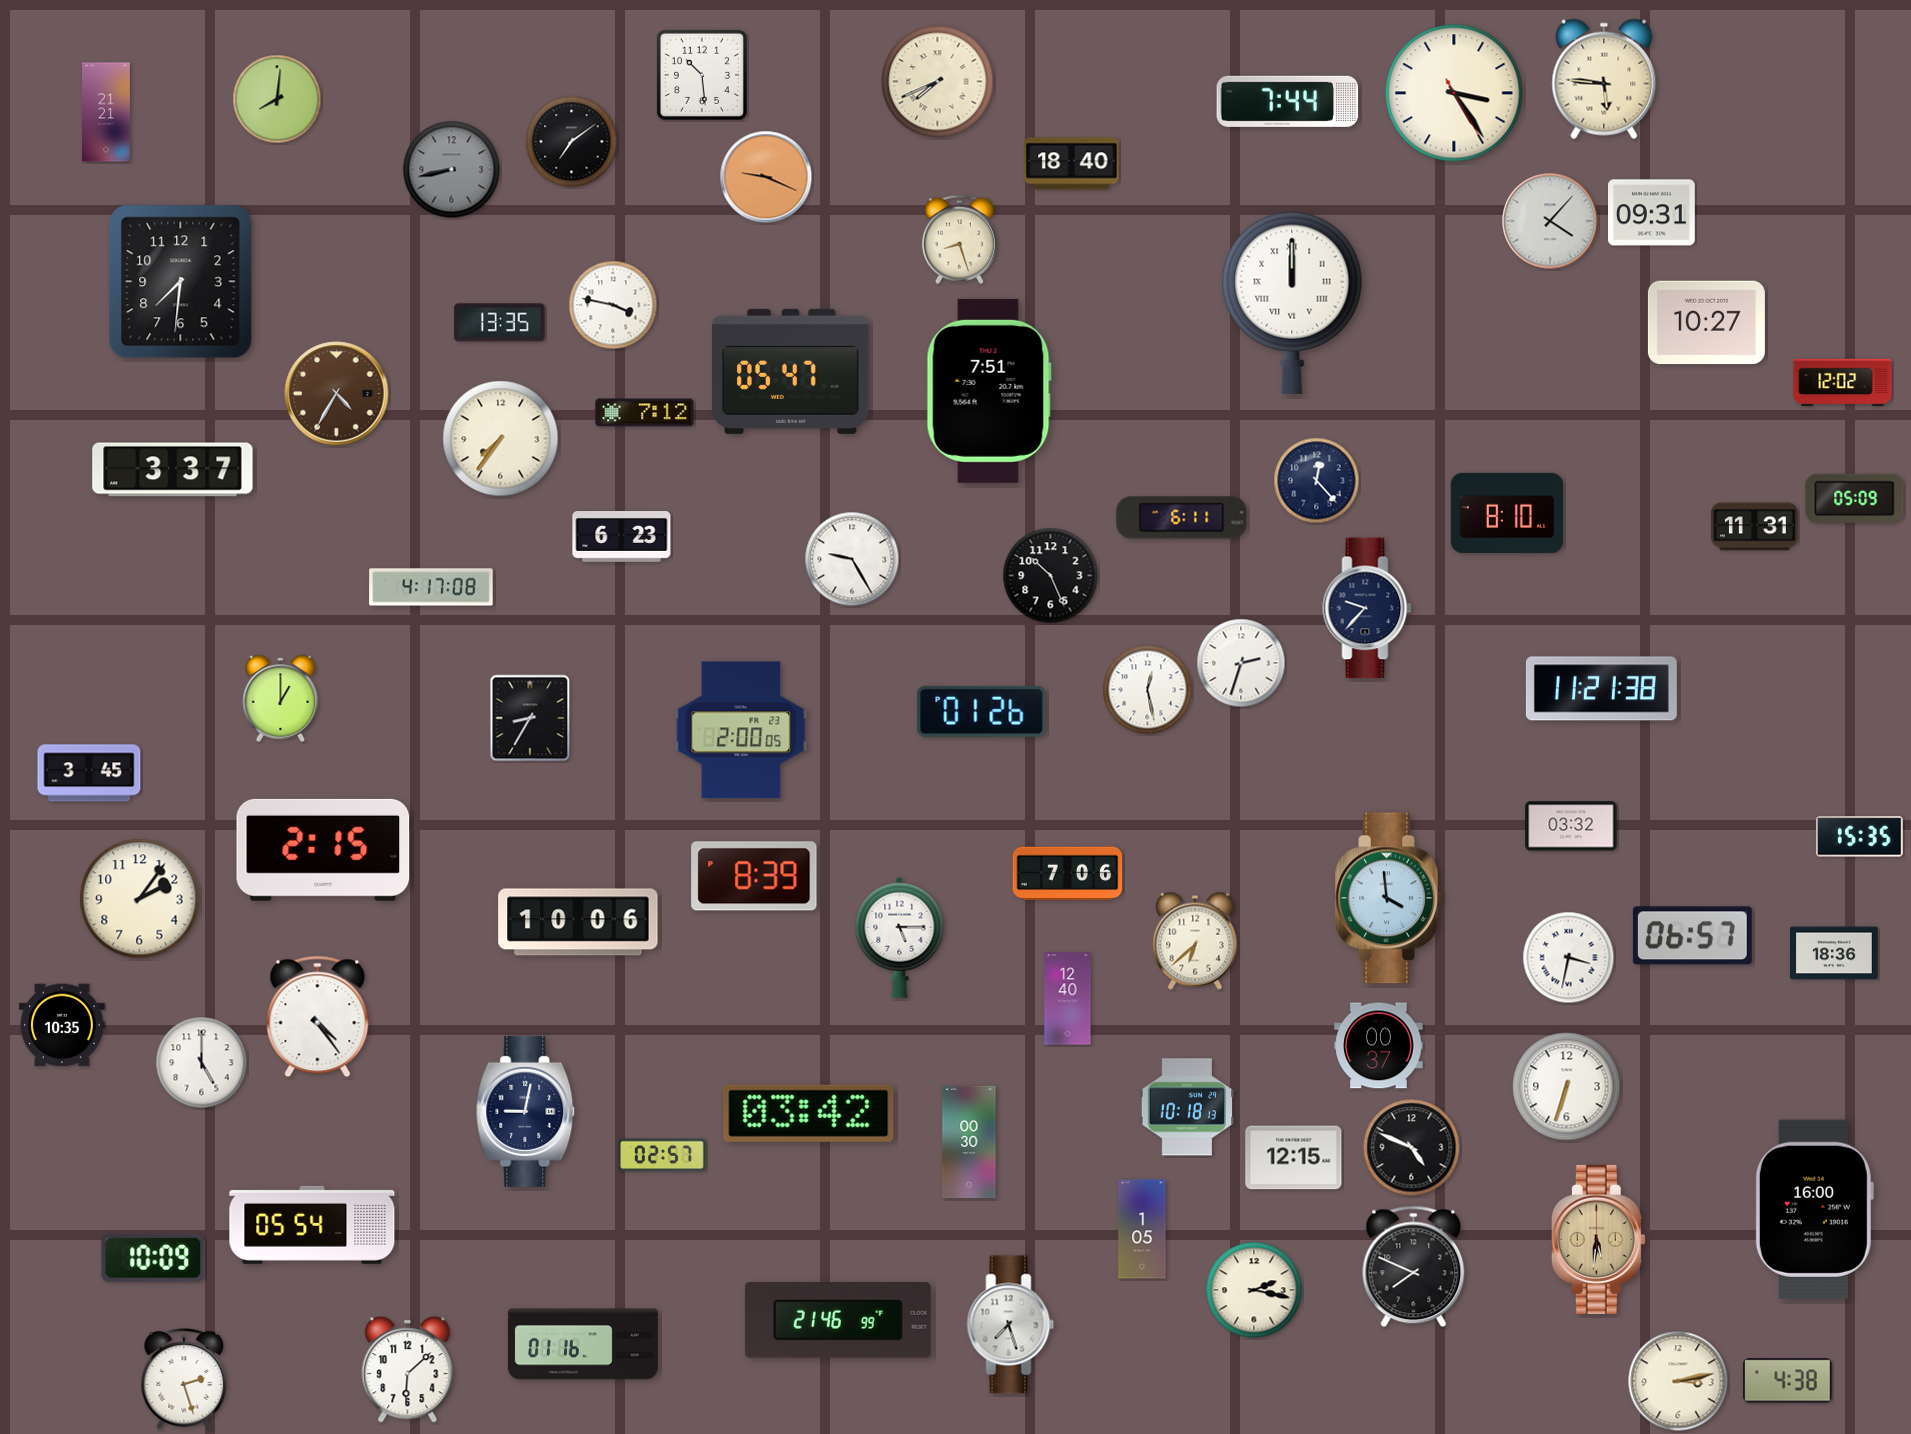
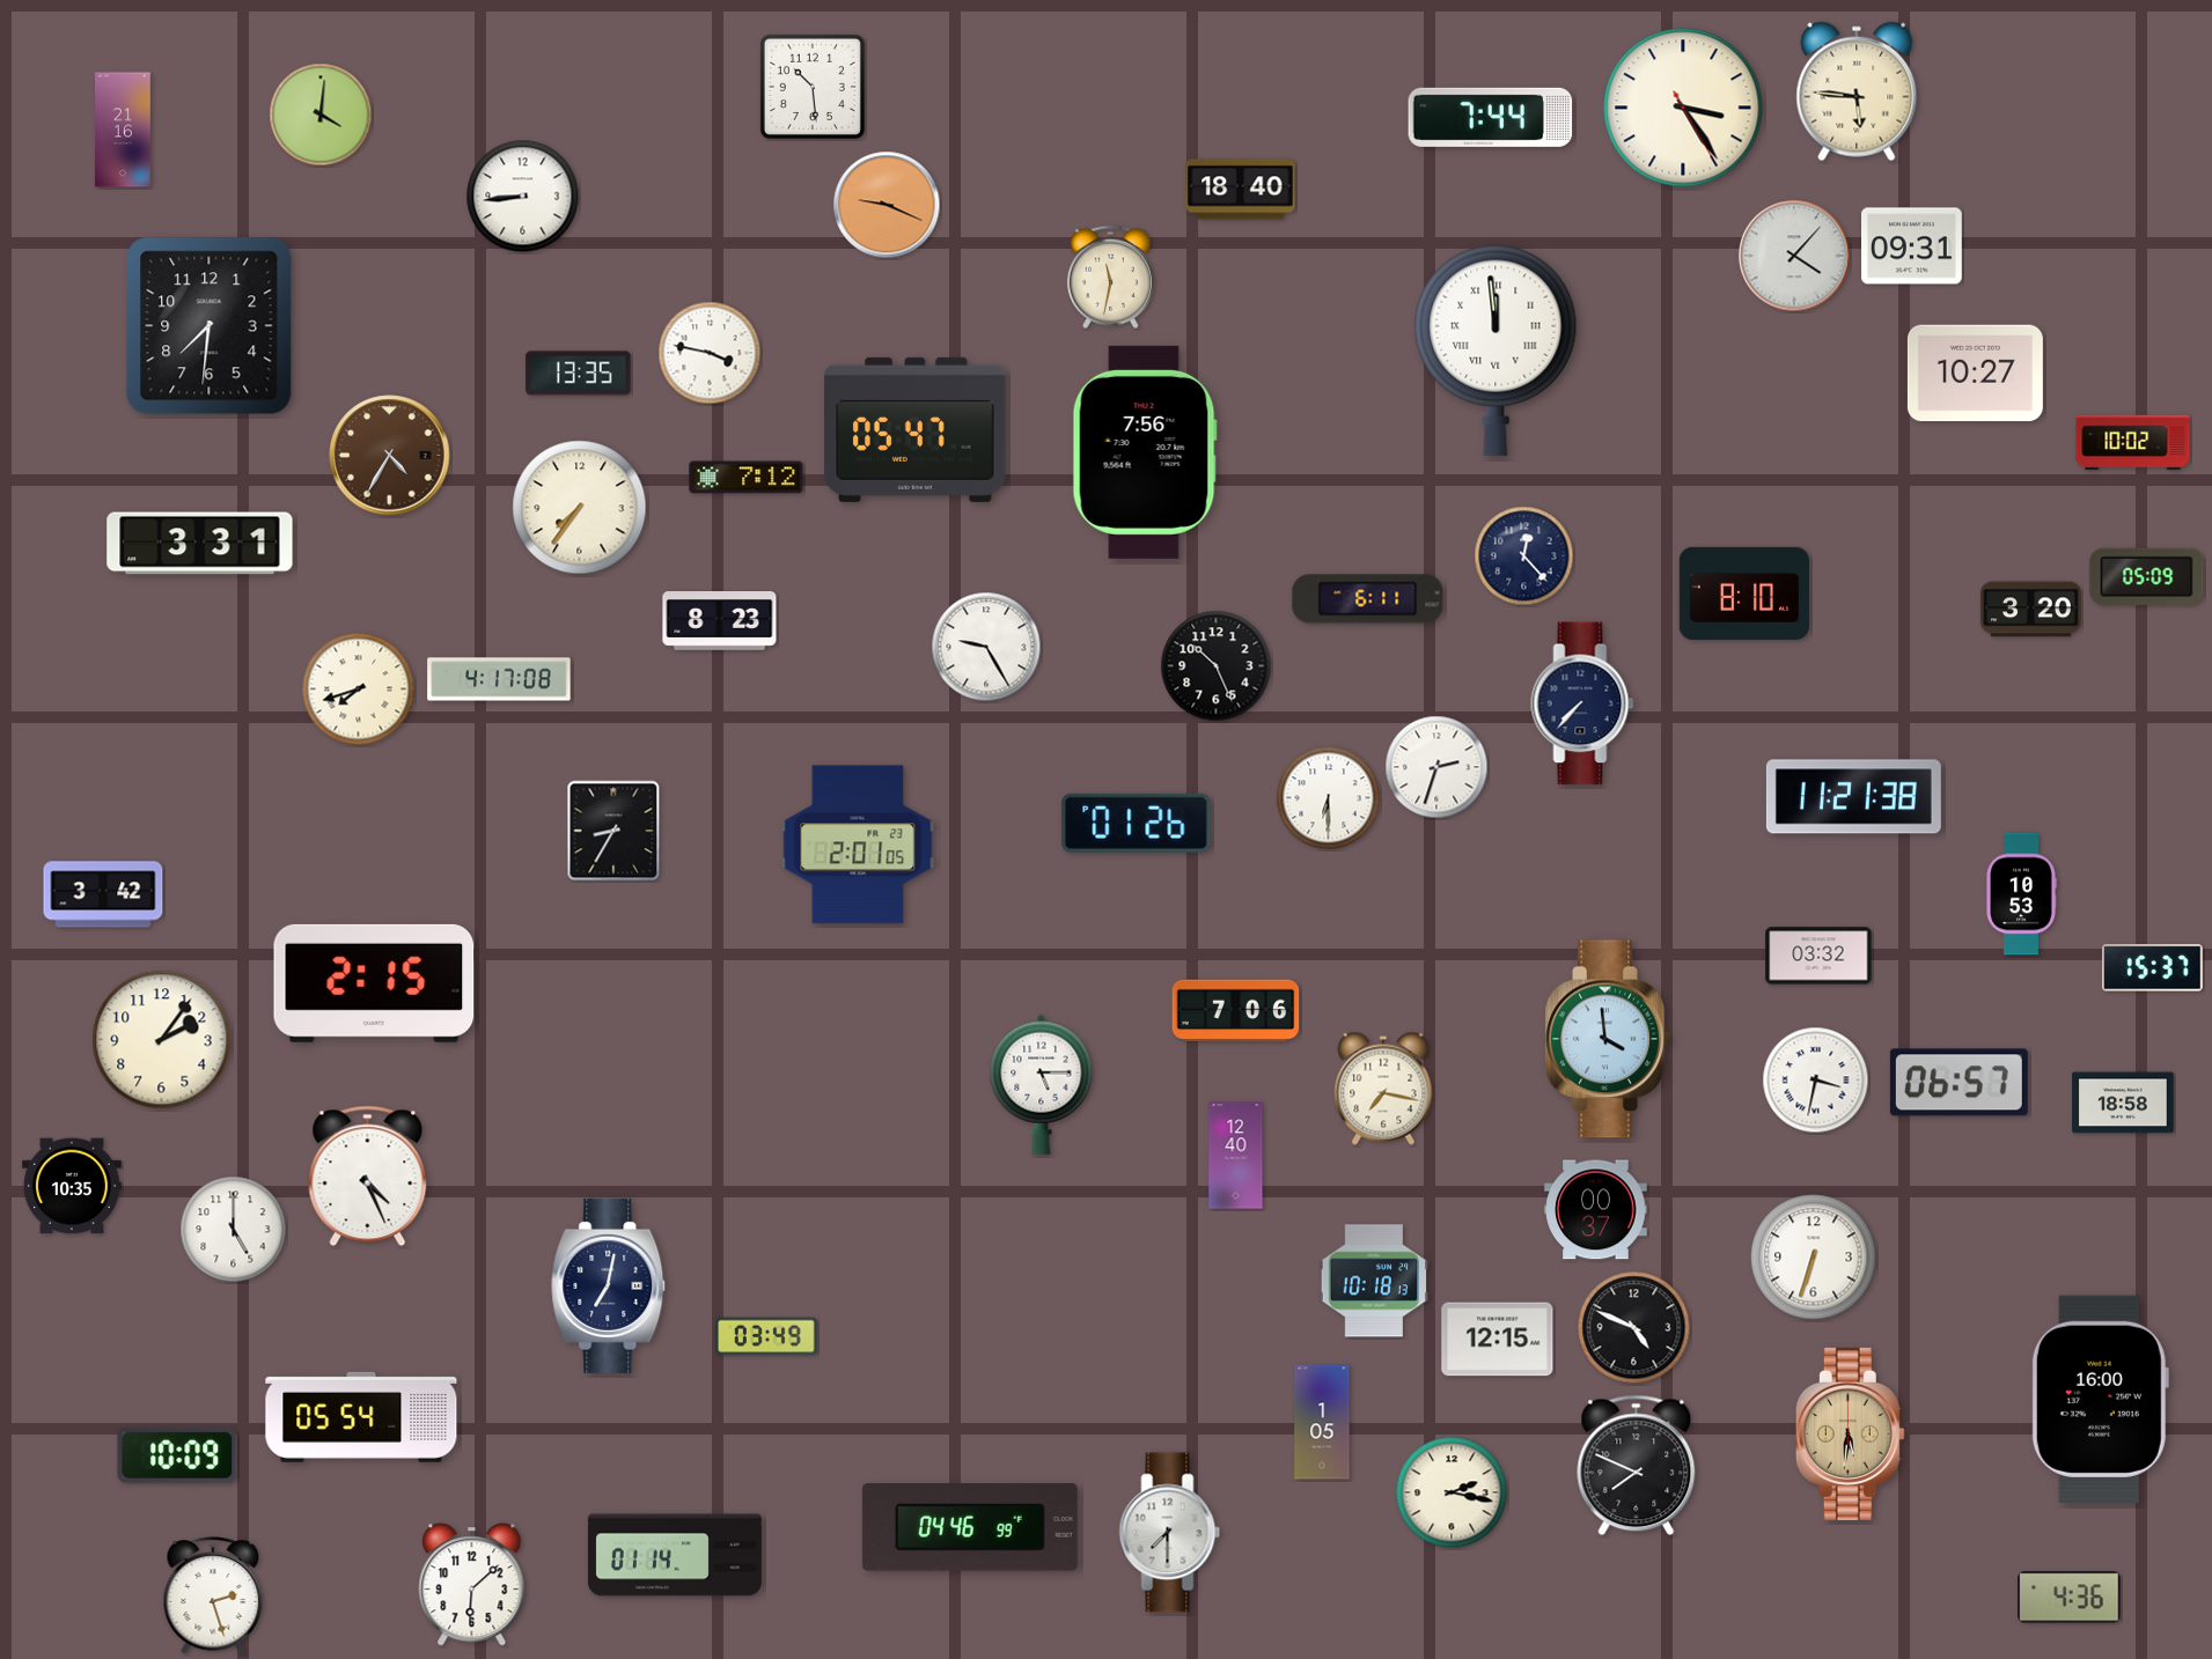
clock at (938, 82): 7:41 -> none
clock at (277, 99): 8:01 -> 4:01
clock at (107, 112): 21:21 -> 21:16
clock at (572, 142): 7:09 -> none
clock at (452, 170): 8:43 -> 8:44
clock at (452, 170) dial: grey -> white
clock at (959, 240): 8:27 -> 11:32
clock at (1292, 303): 12:00 -> 11:59
clock at (1843, 383): 12:02 -> 10:02
clock at (989, 391): 7:51 -> 7:56
clock at (173, 470): 3:37 -> 3:31
clock at (1755, 527): 11:31 -> 3:20
clock at (622, 537): 6:23 -> 8:23
clock at (359, 690): none -> 7:42
clock at (1367, 608): 9:37 -> 7:37
clock at (1148, 690): 12:28 -> 6:30
clock at (281, 698): 1:00 -> none
clock at (741, 730): 2:00 -> 2:01
clock at (89, 773): 3:45 -> 3:42
clock at (2021, 894): none -> 10:53
clock at (1859, 837): 15:35 -> 15:37
clock at (754, 876): 8:39 -> none
clock at (578, 922): 10:06 -> none
clock at (1195, 941): 6:38 -> 7:17
clock at (1834, 953): 18:36 -> 18:58
clock at (1569, 958) position: (1569, 958) -> (1816, 1081)
clock at (318, 1017): 4:24 -> 4:26
clock at (526, 1111): 9:02 -> 7:02
clock at (809, 1113): 03:42 -> none
clock at (969, 1142): 00:30 -> none
clock at (662, 1155): 02:57 -> 03:49
clock at (838, 1320): 21:46 -> 04:46
clock at (1011, 1325): 7:27 -> 7:30
clock at (583, 1344): 01:16 -> 01:14
clock at (1678, 1381): 3:13 -> none
clock at (1788, 1381): 4:38 -> 4:36
